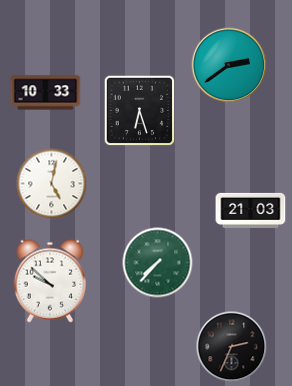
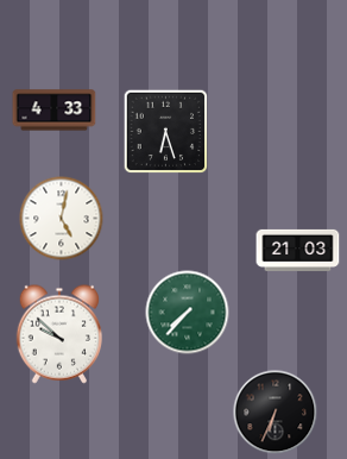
clock at (229, 65): 2:39 -> none
clock at (46, 93): 10:33 -> 4:33
clock at (232, 347): 2:34 -> 6:34
